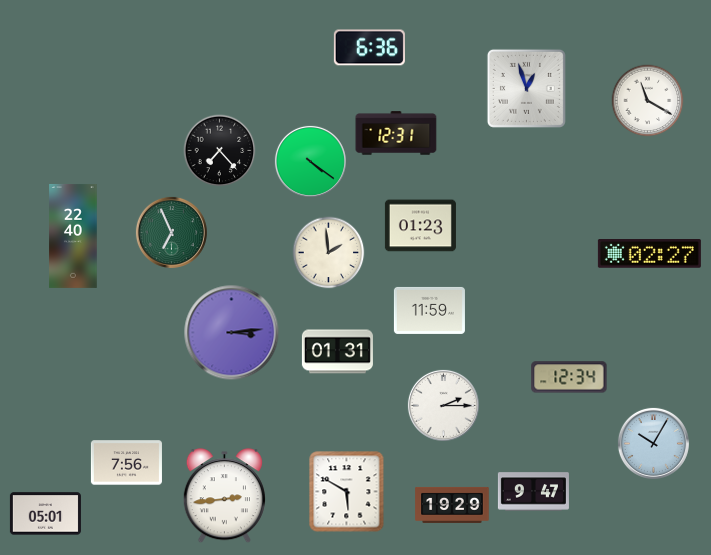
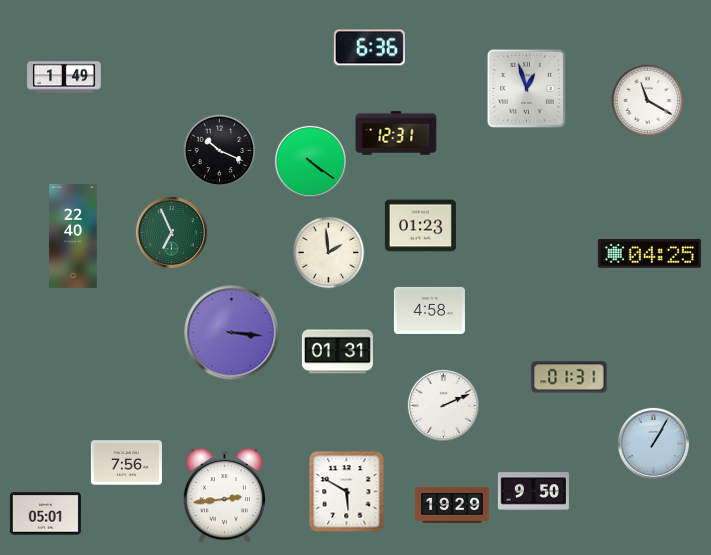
clock at (64, 77): none -> 1:49
clock at (220, 151): 7:23 -> 10:19
clock at (649, 254): 02:27 -> 04:25
clock at (429, 310): 11:59 -> 4:58
clock at (232, 333): 3:14 -> 3:16
clock at (569, 377): 12:34 -> 01:31
clock at (443, 405): 2:15 -> 2:11
clock at (653, 443): 10:05 -> 1:05
clock at (533, 492): 9:47 -> 9:50
